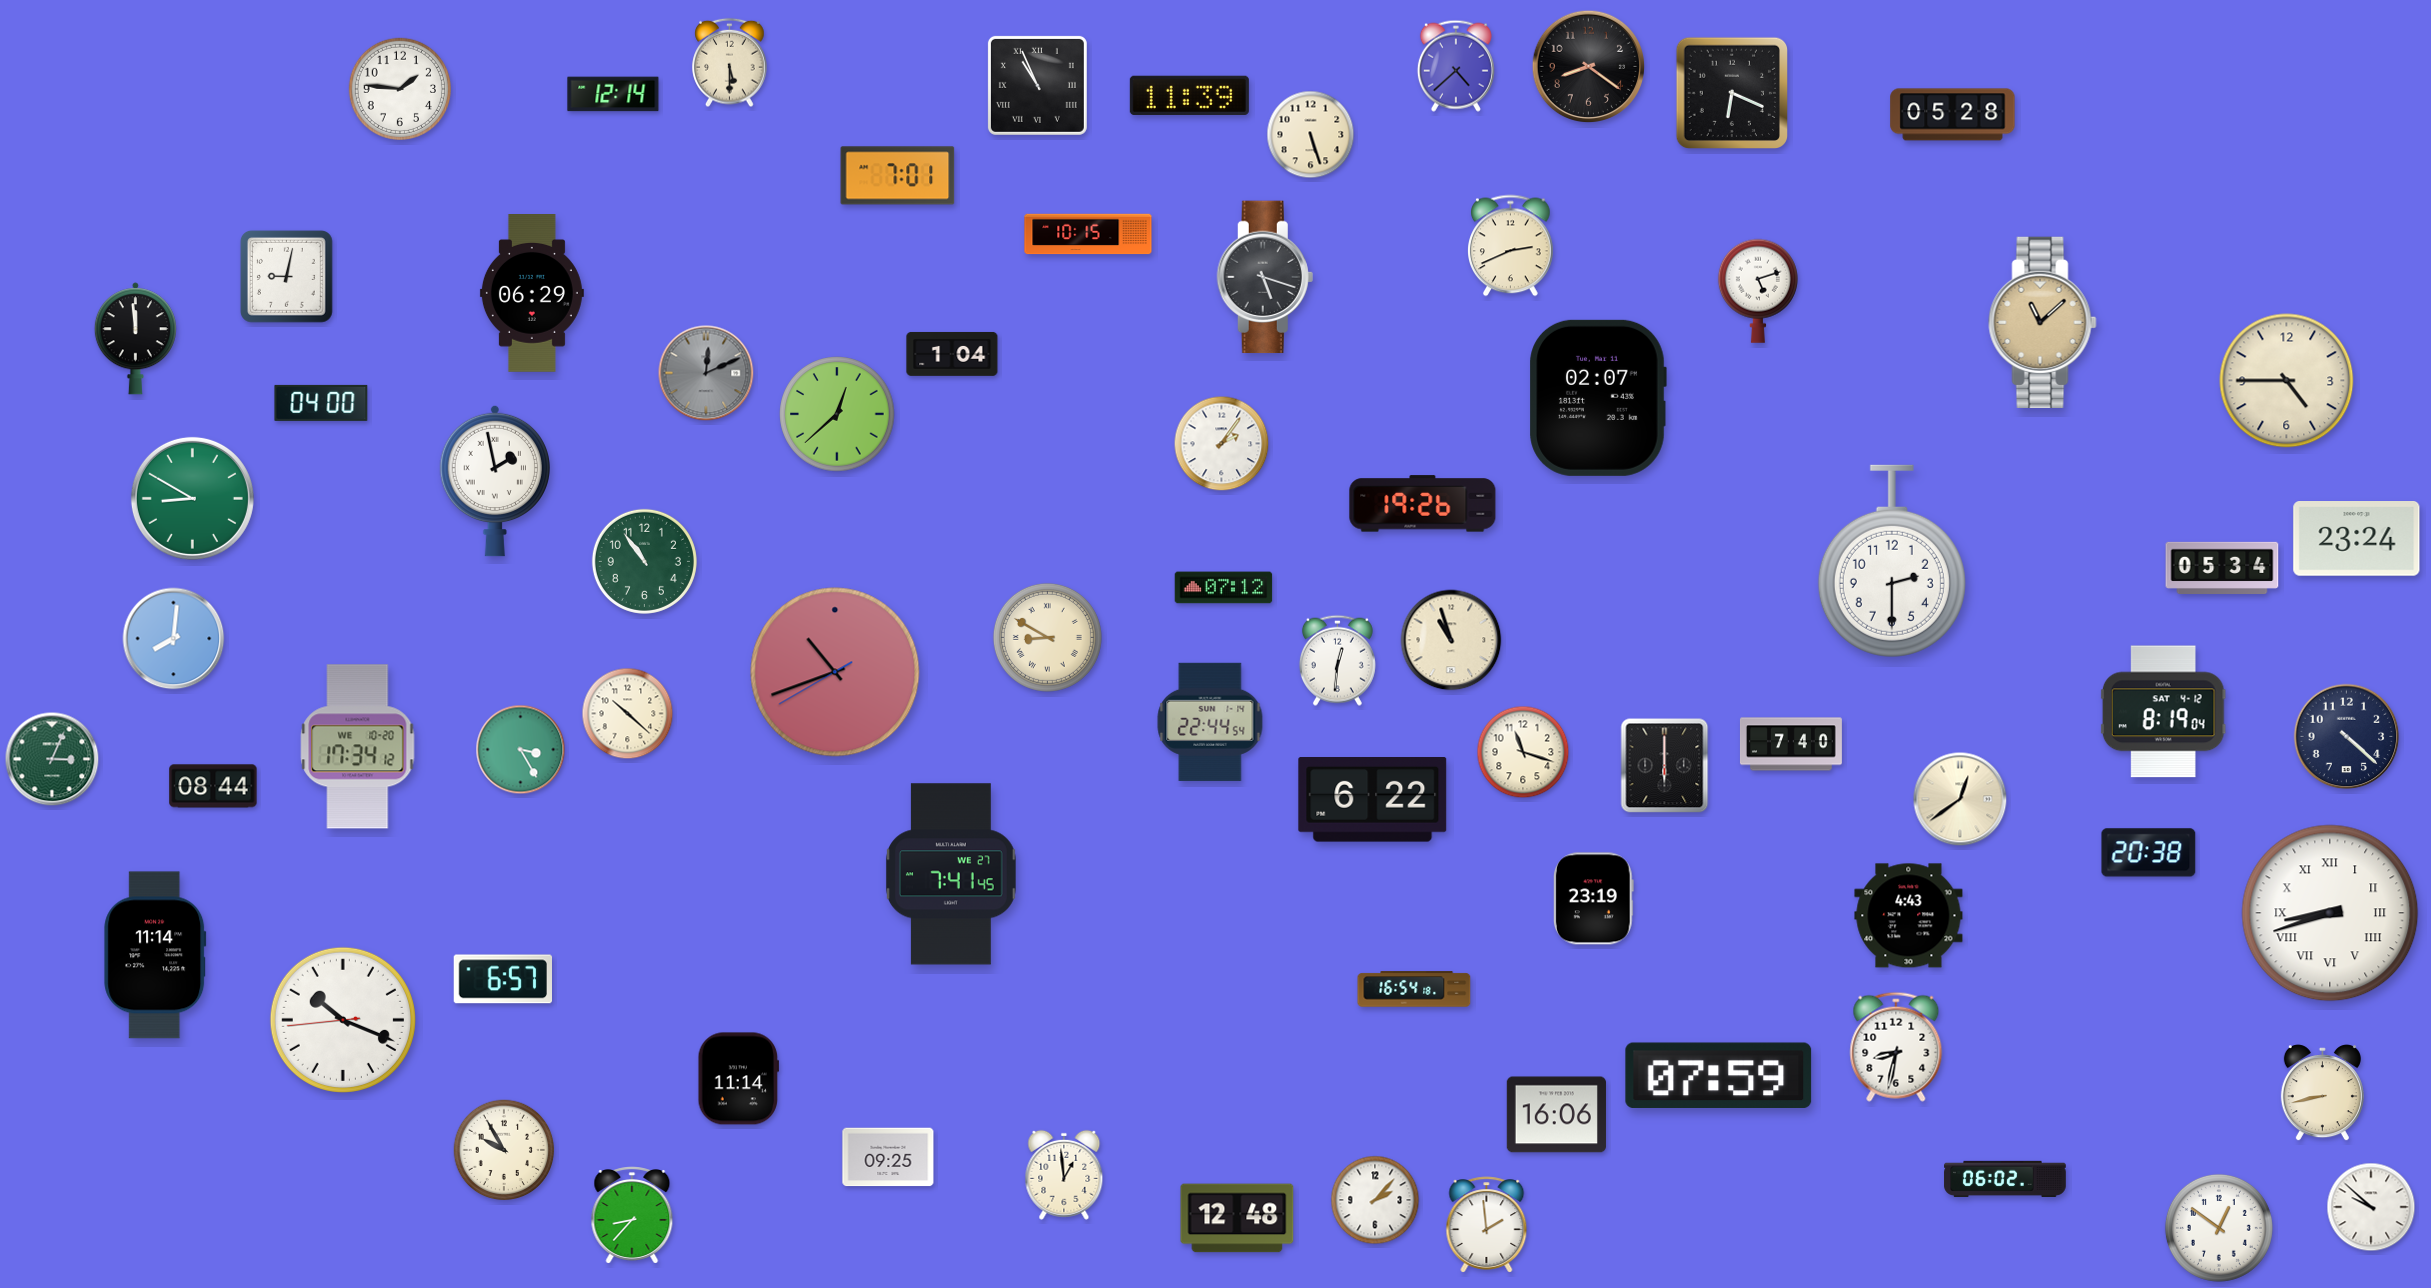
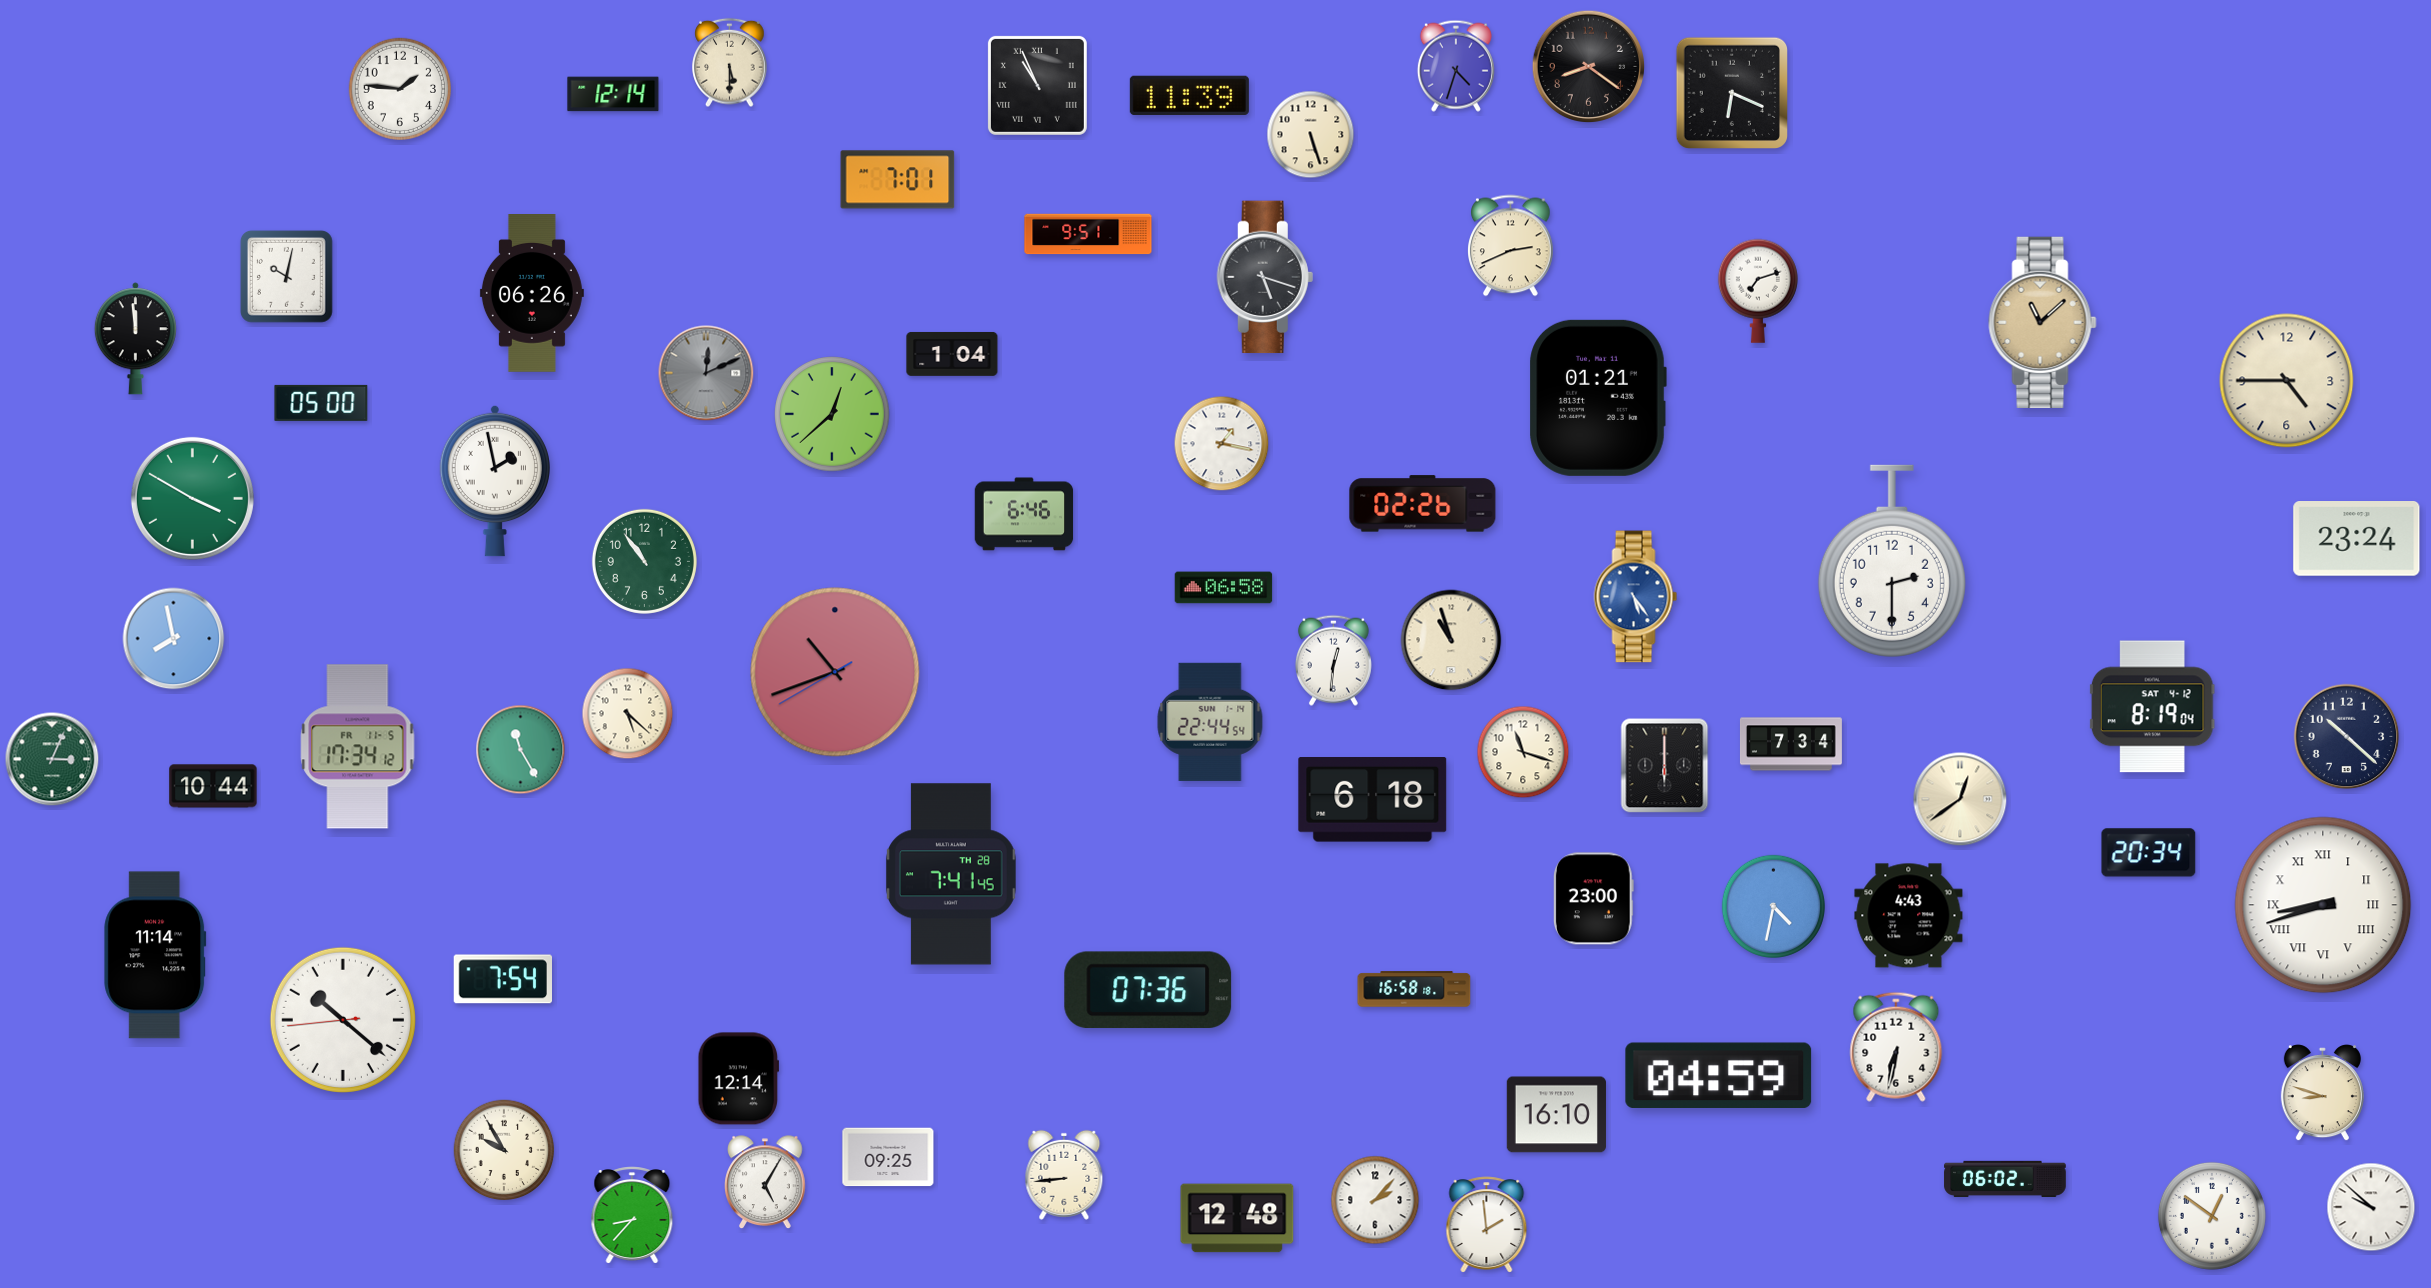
clock at (1456, 66): 4:38 -> 4:33
clock at (1953, 115): 05:28 -> none
clock at (898, 176) position: (898, 176) -> (898, 180)
clock at (1088, 234): 10:15 -> 9:51
clock at (286, 276): 9:02 -> 10:02
clock at (1758, 291): 5:12 -> 7:12
clock at (532, 294): 06:29 -> 06:26
clock at (1598, 398): 02:07 -> 01:21
clock at (321, 403): 04:00 -> 05:00
clock at (837, 414) position: (837, 414) -> (832, 414)
clock at (1222, 444): 2:06 -> 1:17
clock at (192, 498): 8:50 -> 3:50
clock at (1423, 504): 19:26 -> 02:26
clock at (1024, 514): none -> 6:46
clock at (2222, 567): 05:34 -> none
clock at (1224, 588): 07:12 -> 06:58
clock at (1636, 597): none -> 5:24
clock at (1047, 637): 8:50 -> none
clock at (174, 639): 8:01 -> 7:58
clock at (1337, 660) position: (1337, 660) -> (1333, 660)
clock at (2163, 712) position: (2163, 712) -> (2152, 707)
clock at (628, 714): 10:22 -> 5:22
clock at (2347, 737): 4:22 -> 10:22
clock at (1791, 744): 7:40 -> 7:34
clock at (358, 747) date: WE 10-20 -> FR 11-5
clock at (521, 750): 3:25 -> 11:25
clock at (213, 786): 08:44 -> 10:44
clock at (1373, 800): 6:22 -> 6:18
clock at (2149, 853): 20:38 -> 20:34
clock at (951, 874) date: WE 27 -> TH 28
clock at (1593, 899): 23:19 -> 23:00
clock at (1773, 906): none -> 4:32
clock at (2330, 913) position: (2330, 913) -> (2323, 905)
clock at (502, 979): 6:57 -> 7:54
clock at (1414, 989): 16:54 -> 16:58
clock at (1148, 990): none -> 07:36
clock at (343, 1020): 10:18 -> 10:21
clock at (1896, 1047): 8:32 -> 6:32
clock at (1719, 1075): 07:59 -> 04:59
clock at (738, 1079): 11:14 -> 12:14
clock at (2322, 1093): 8:43 -> 8:48
clock at (1556, 1115): 16:06 -> 16:10
clock at (1064, 1175): 12:59 -> 8:44
clock at (766, 1183): none -> 5:05
clock at (2219, 1228) position: (2219, 1228) -> (2212, 1216)
